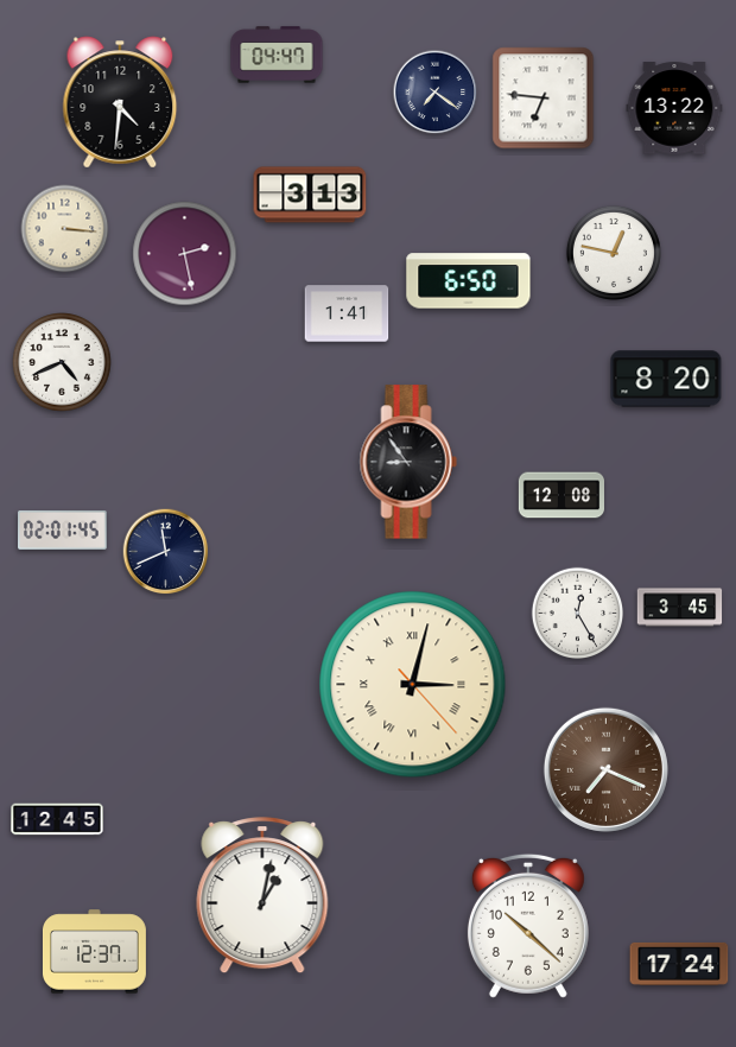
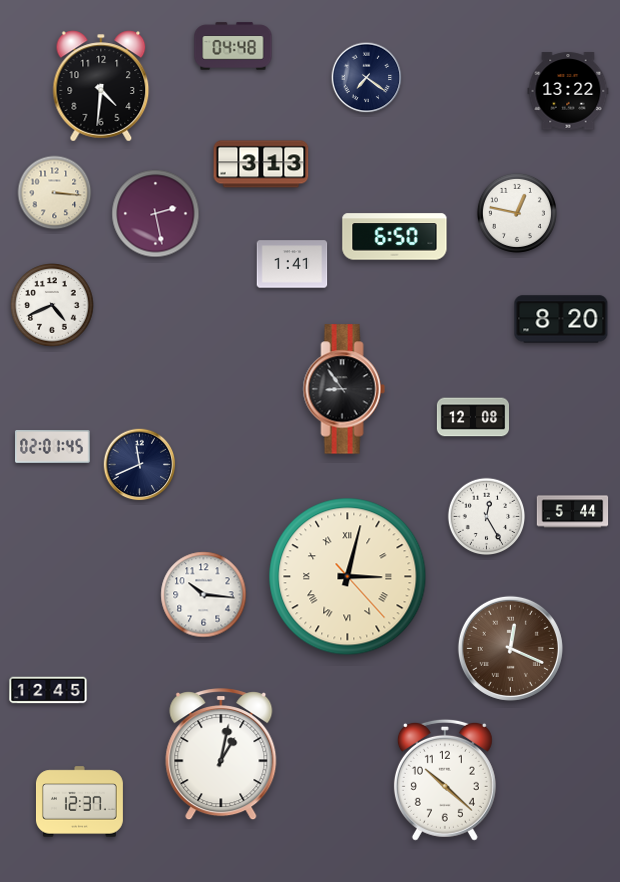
clock at (277, 55): 04:47 -> 04:48
clock at (544, 99): 6:46 -> none
clock at (680, 608): 3:45 -> 5:44
clock at (204, 595): none -> 10:16
clock at (605, 769): 7:19 -> 12:19
clock at (679, 964): 17:24 -> none
